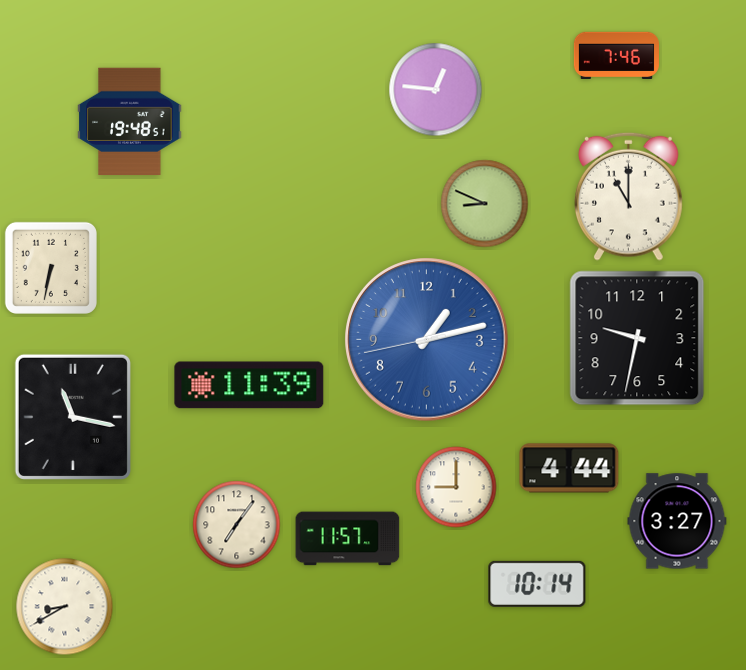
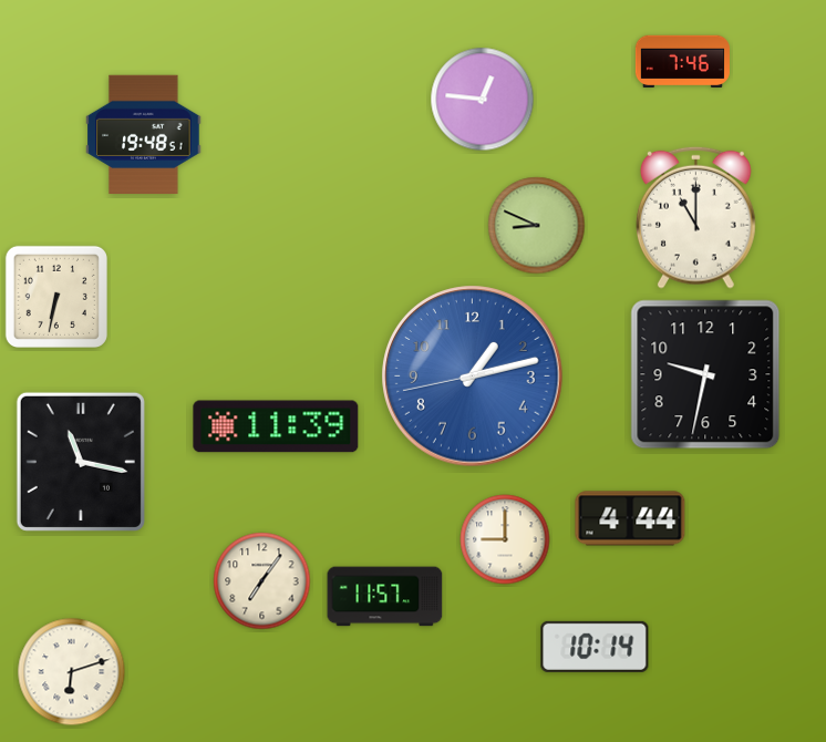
clock at (677, 521): 3:27 -> none
clock at (65, 607): 8:40 -> 6:12
